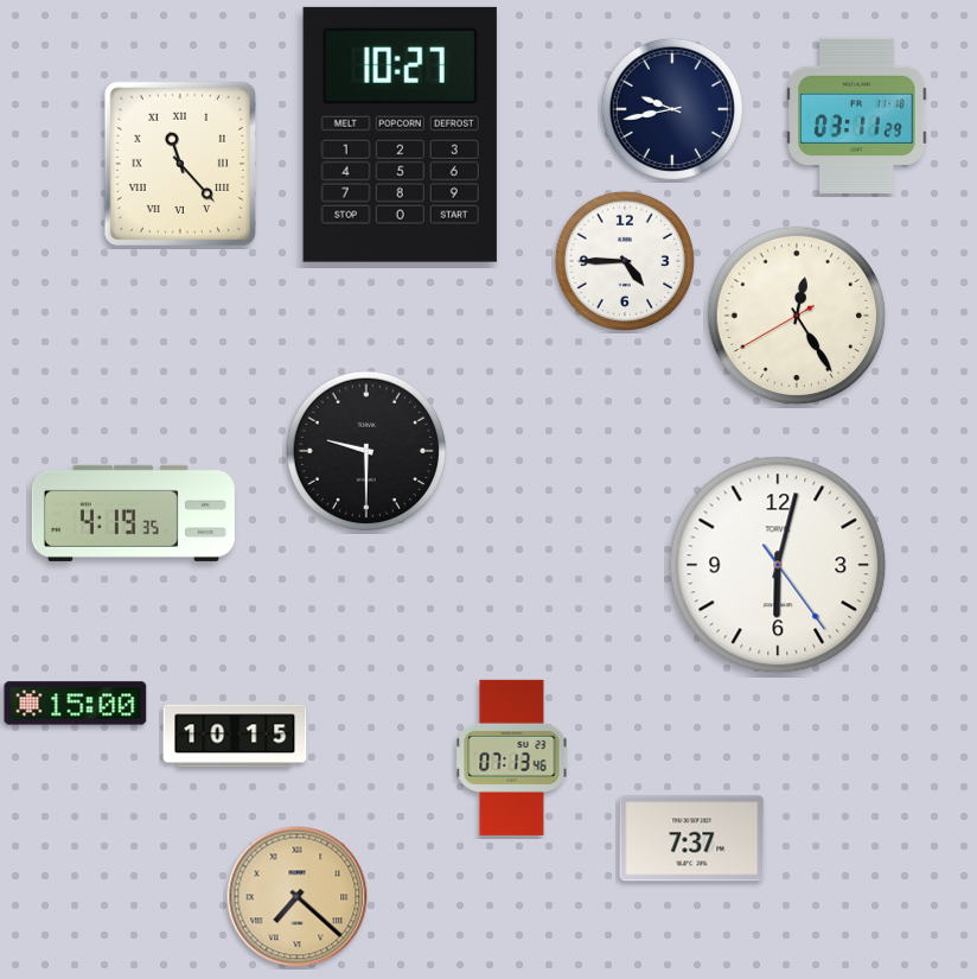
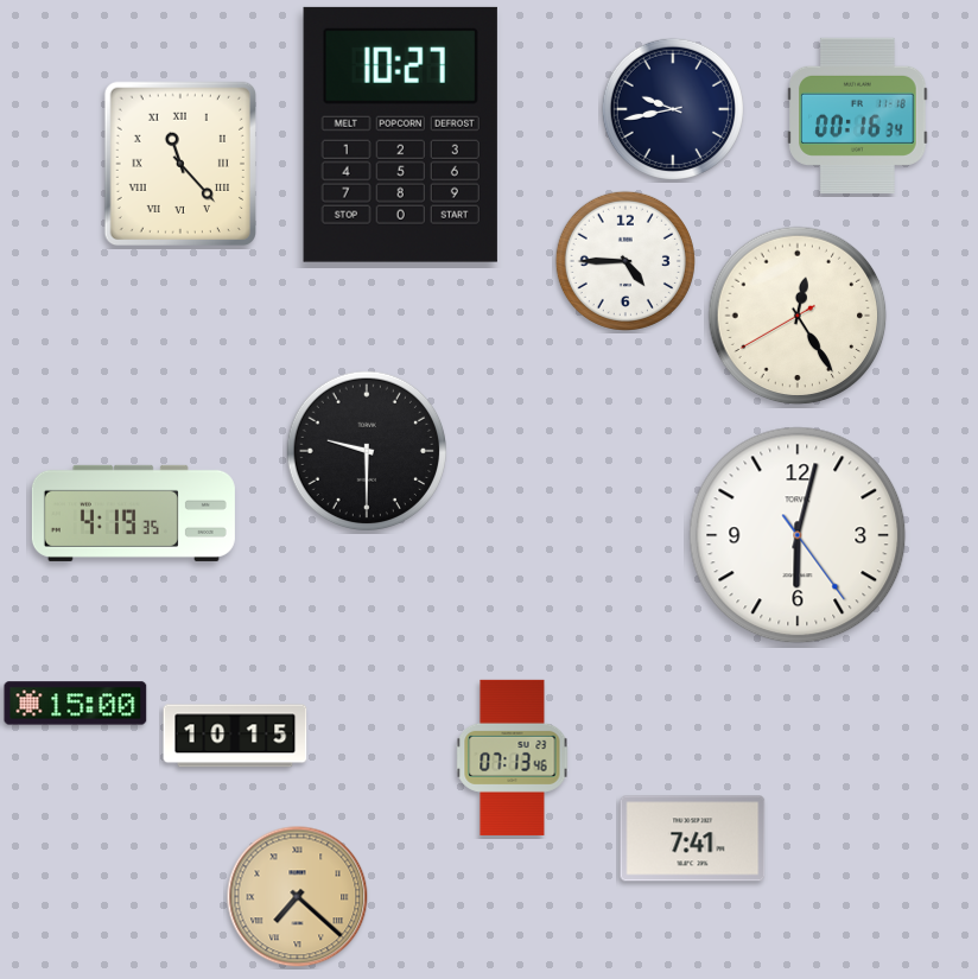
clock at (857, 115): 03:11 -> 00:16
clock at (778, 565) position: (778, 565) -> (798, 535)
clock at (692, 839): 7:37 -> 7:41
